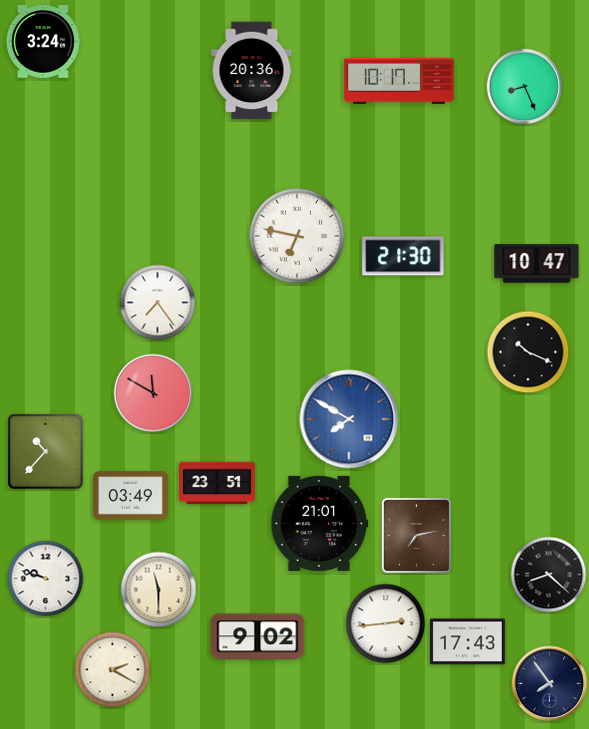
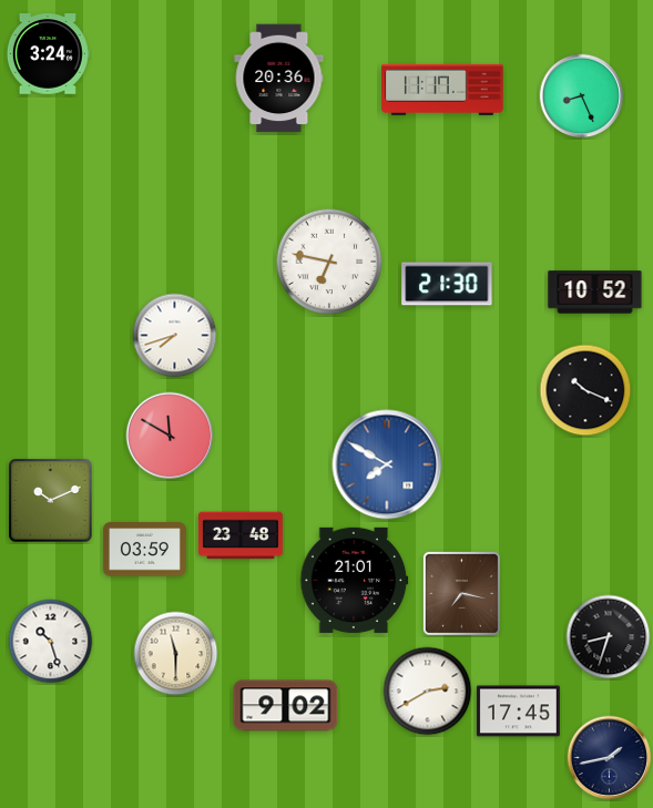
clock at (43, 42) position: (43, 42) -> (48, 54)
clock at (399, 81): 10:17 -> 11:17
clock at (537, 264): 10:47 -> 10:52
clock at (158, 303): 7:24 -> 7:42
clock at (46, 452): 10:37 -> 10:11
clock at (218, 483): 23:51 -> 23:48
clock at (130, 496): 03:49 -> 03:59
clock at (416, 535): 7:13 -> 7:17
clock at (549, 575): 8:22 -> 8:33
clock at (46, 579): 9:48 -> 10:27
clock at (386, 624): 2:44 -> 2:40
clock at (467, 642): 17:43 -> 17:45
clock at (113, 670): 2:20 -> none
clock at (550, 684): 7:54 -> 1:43
